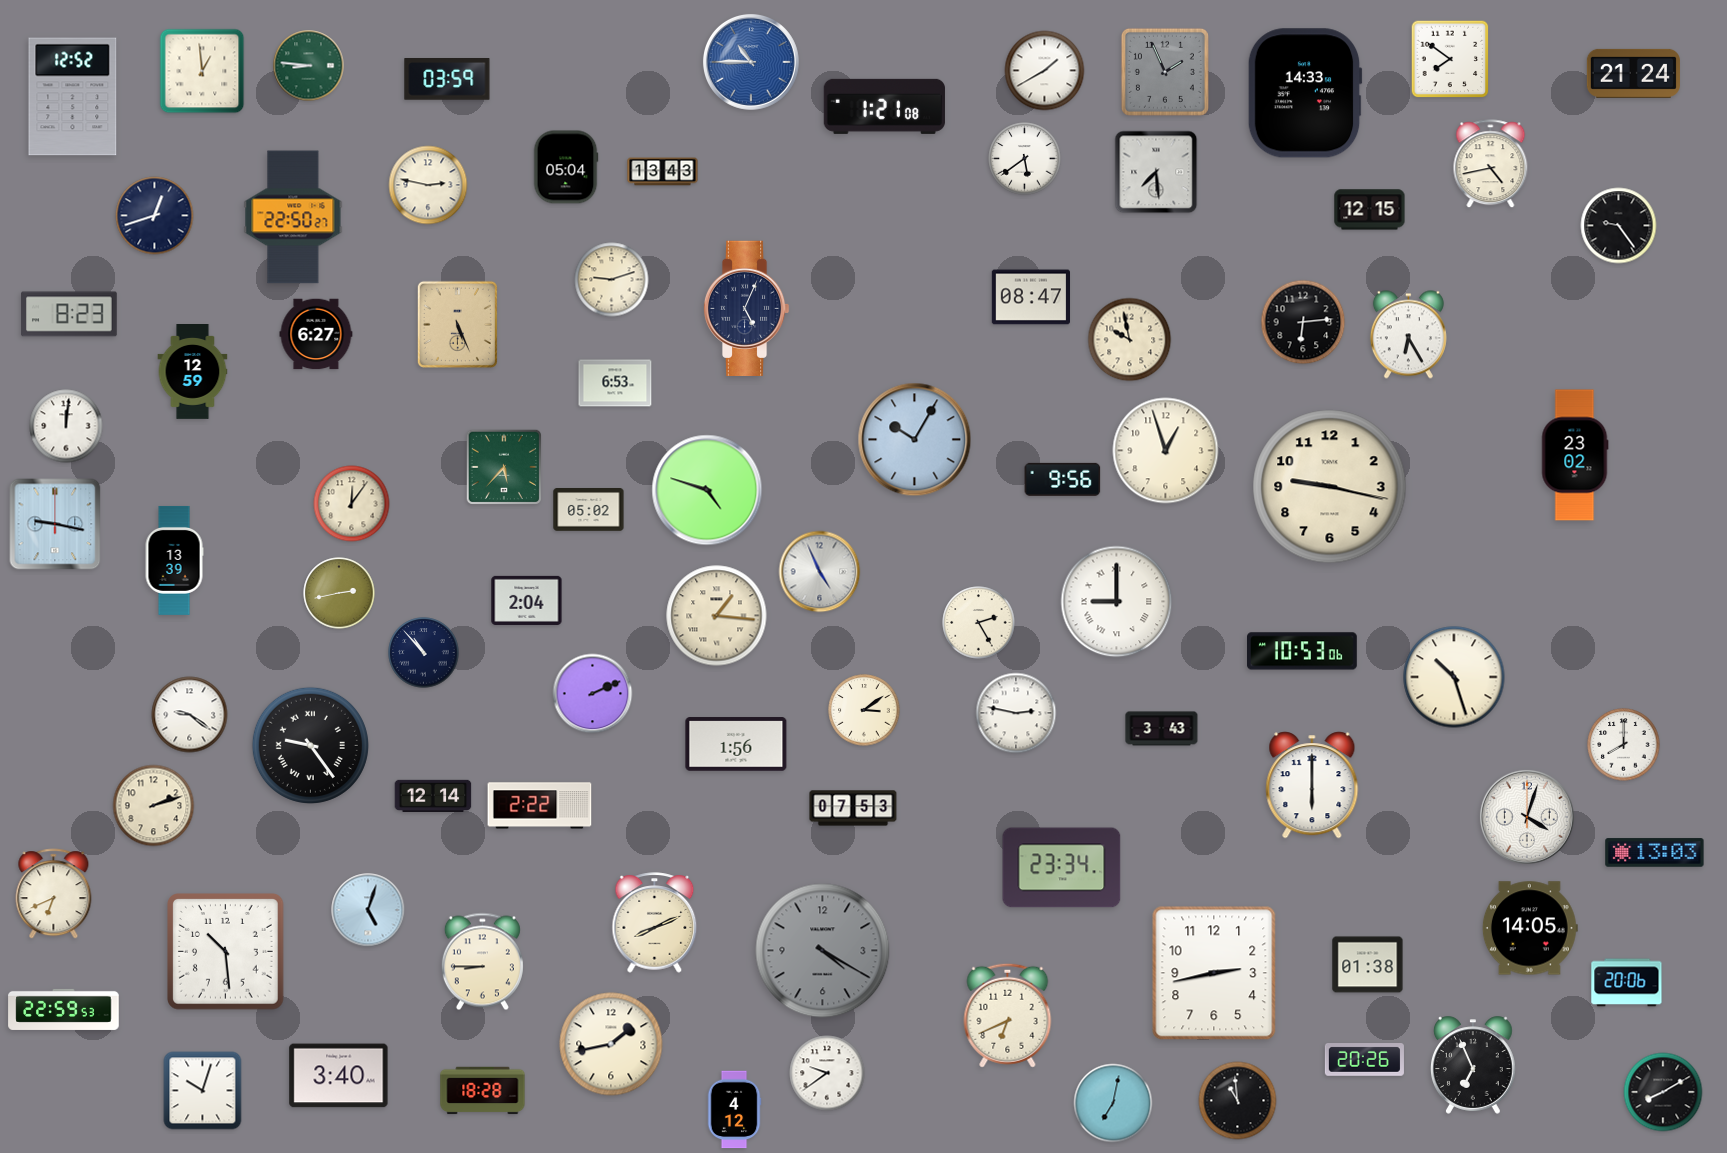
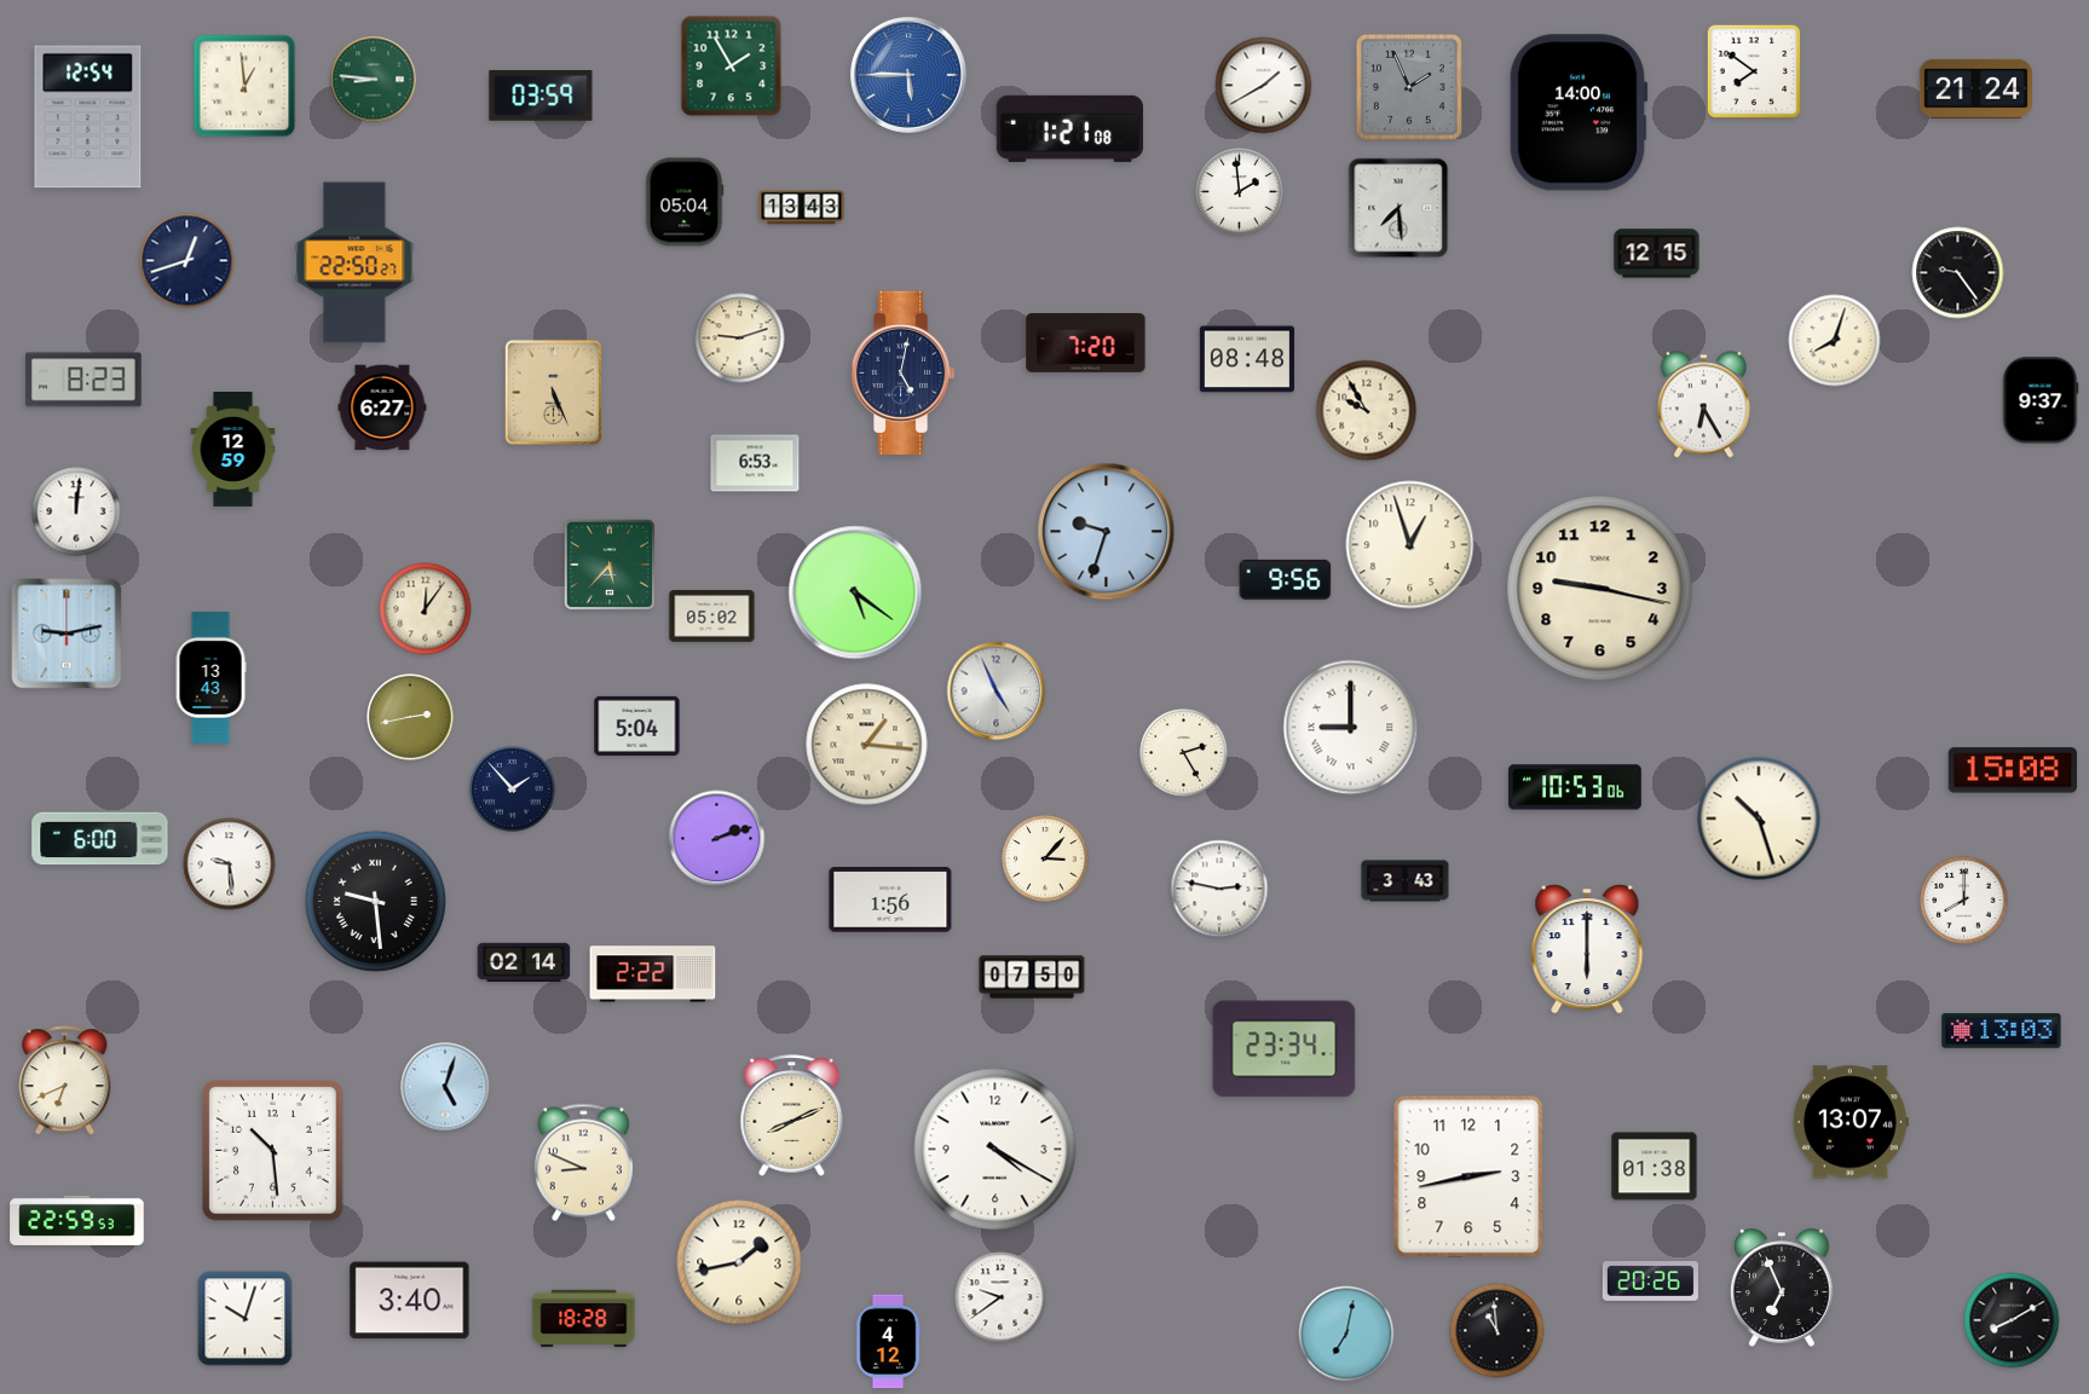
clock at (732, 66): none -> 1:55
clock at (751, 62): 10:45 -> 5:45
clock at (1305, 93): 14:33 -> 14:00
clock at (73, 97): 12:52 -> 12:54
clock at (1025, 159): 5:39 -> 1:59
clock at (1491, 164): 4:43 -> none
clock at (428, 185): 2:47 -> none
clock at (1835, 341): none -> 8:03
clock at (1086, 343): none -> 7:20
clock at (1030, 297): 08:47 -> 08:48
clock at (746, 308): 5:04 -> 5:02
clock at (1303, 322): 6:14 -> none
clock at (2041, 400): none -> 9:37
clock at (316, 334) position: (316, 334) -> (382, 407)
clock at (1130, 340): 9:58 -> 9:55
clock at (615, 383) position: (615, 383) -> (755, 463)
clock at (66, 426) position: (66, 426) -> (76, 511)
clock at (915, 440): 10:05 -> 9:33
clock at (1575, 455): 23:02 -> none
clock at (1330, 487) position: (1330, 487) -> (1600, 589)
clock at (707, 490): 4:48 -> 5:21
clock at (55, 524): 9:17 -> 9:13
clock at (174, 560): 13:39 -> 13:43
clock at (820, 572) position: (820, 572) -> (997, 692)
clock at (527, 600): 2:04 -> 5:04
clock at (2012, 770): none -> 15:08
clock at (424, 653): 10:53 -> 1:53
clock at (100, 839): none -> 6:00
clock at (593, 694): 2:11 -> 2:12
clock at (864, 710): 3:09 -> 3:07
clock at (1016, 713) position: (1016, 713) -> (1219, 889)
clock at (190, 715): 9:21 -> 9:29
clock at (310, 745): 9:24 -> 9:29
clock at (433, 795): 12:14 -> 02:14
clock at (154, 806): 2:12 -> none
clock at (853, 808): 07:53 -> 07:50
clock at (1527, 817): 4:03 -> none
clock at (368, 910) position: (368, 910) -> (445, 1087)
clock at (1530, 928): 14:05 -> 13:07
clock at (823, 951) dial: grey -> white
clock at (482, 962): 8:45 -> 8:49
clock at (1627, 983): 20:06 -> none
clock at (1008, 1015): 6:41 -> none
